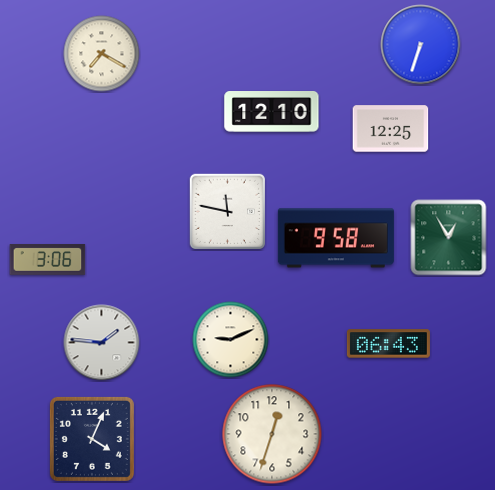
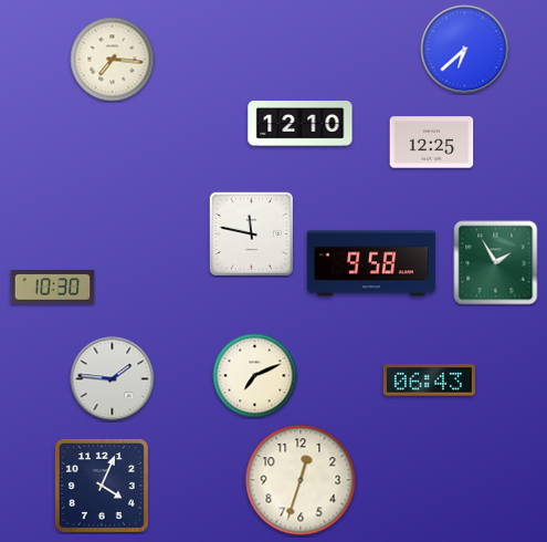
clock at (421, 45): 6:33 -> 6:38
clock at (102, 54): 7:20 -> 7:16
clock at (449, 238): 12:55 -> 1:55
clock at (48, 260): 3:06 -> 10:30
clock at (231, 340): 9:11 -> 7:11
